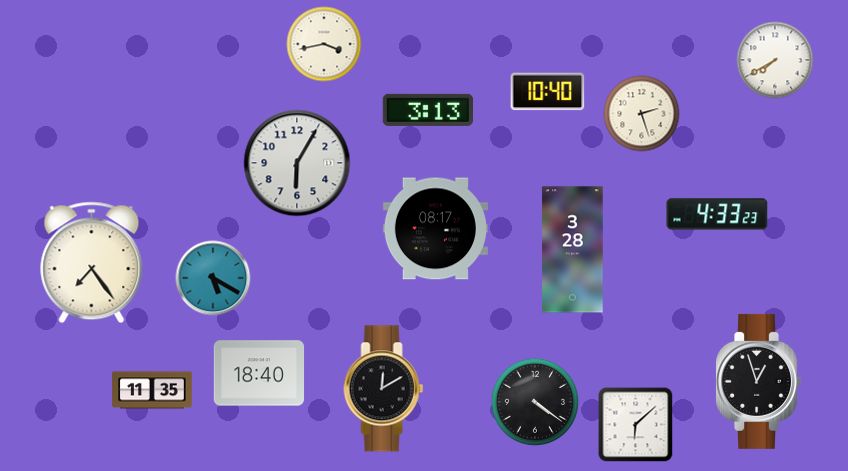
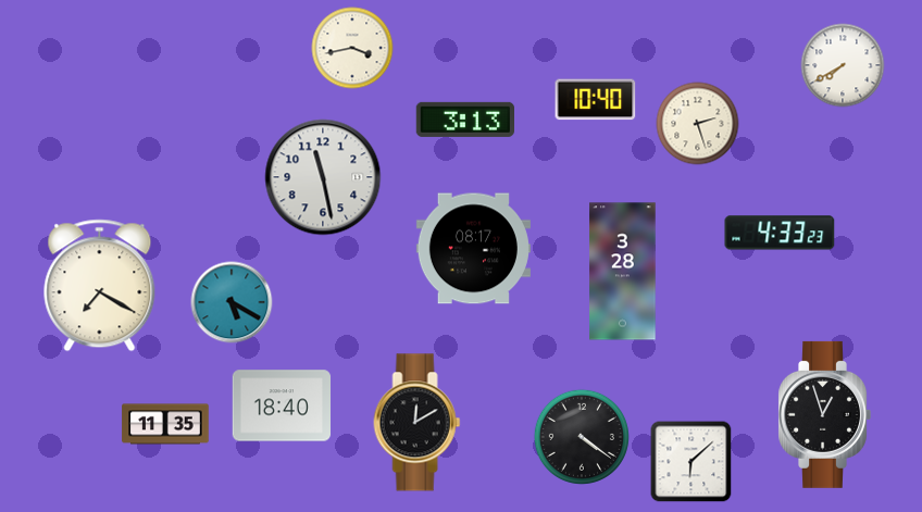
clock at (297, 163): 6:05 -> 11:28
clock at (92, 263): 7:24 -> 7:20
